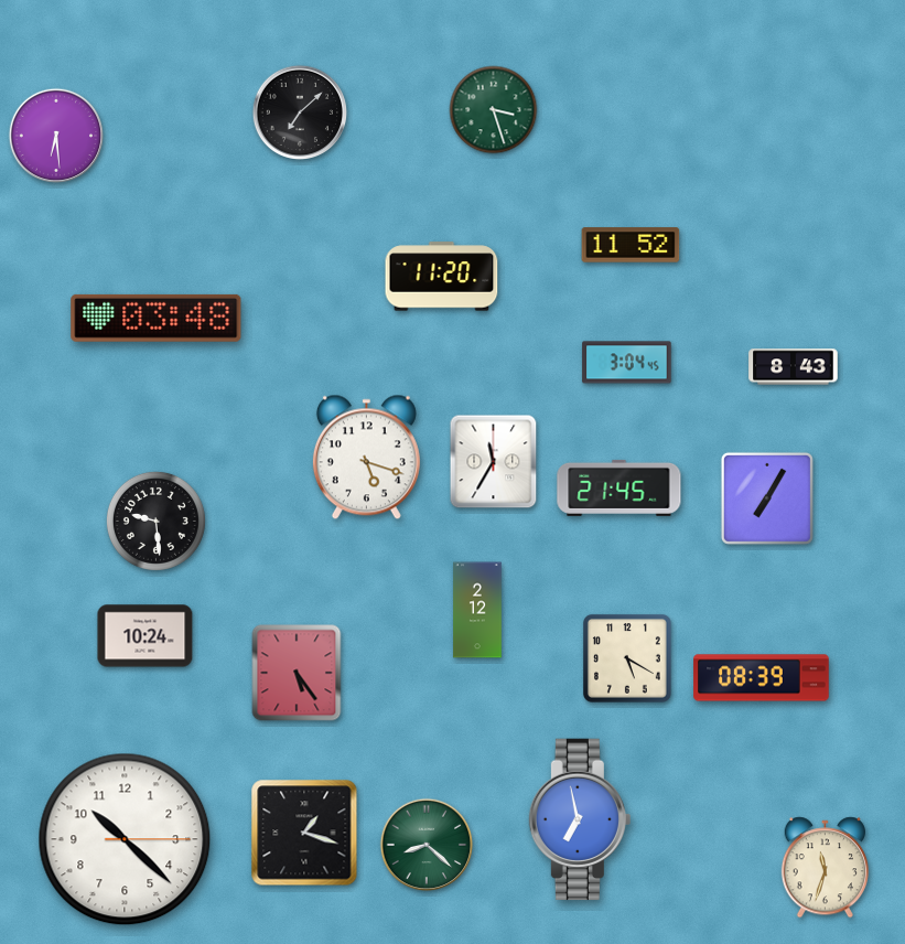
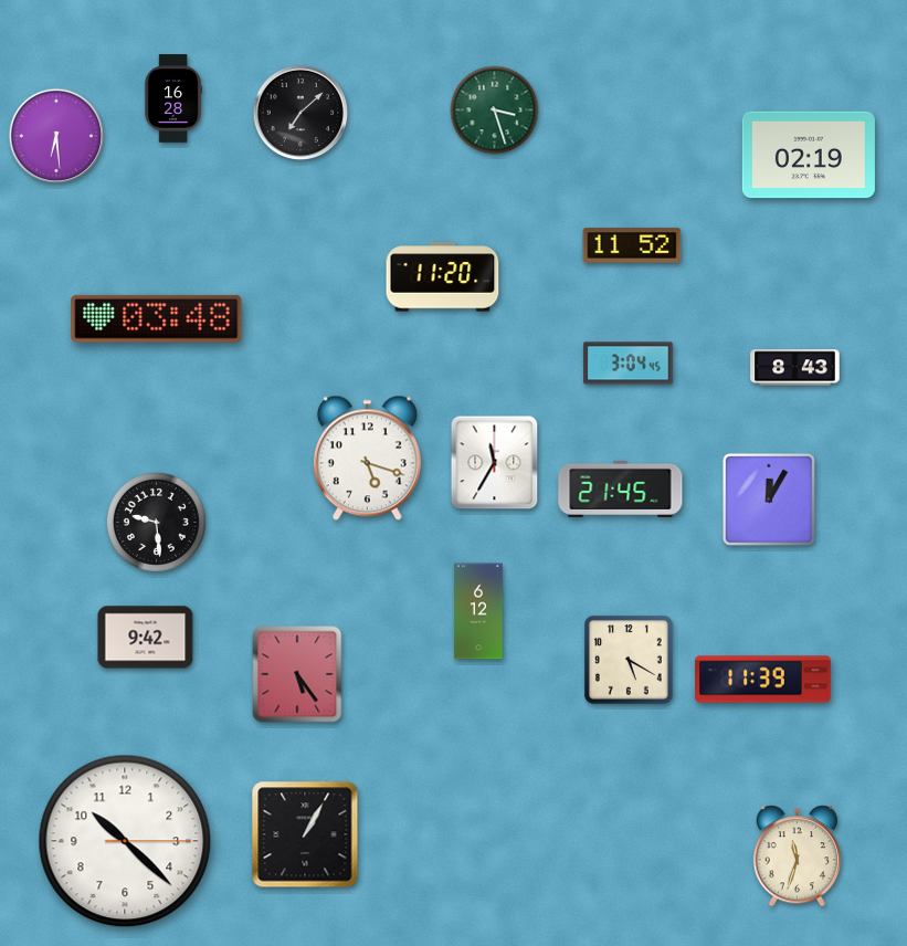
clock at (173, 98): none -> 16:28
clock at (809, 155): none -> 02:19
clock at (767, 498): 7:05 -> 12:05
clock at (477, 610): 2:12 -> 6:12
clock at (146, 636): 10:24 -> 9:42
clock at (762, 678): 08:39 -> 11:39
clock at (580, 819): 6:58 -> none
clock at (304, 833): 1:18 -> 1:05
clock at (427, 845): 8:22 -> none
clock at (825, 868) position: (825, 868) -> (797, 856)
